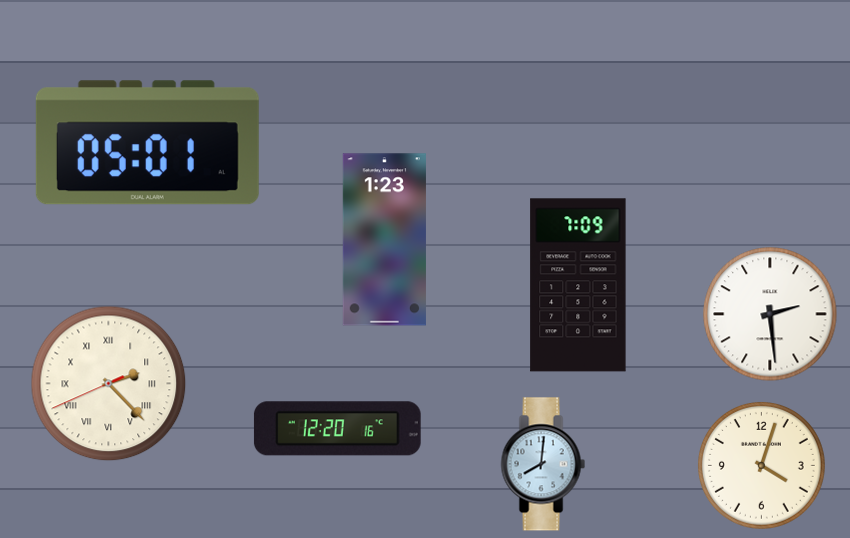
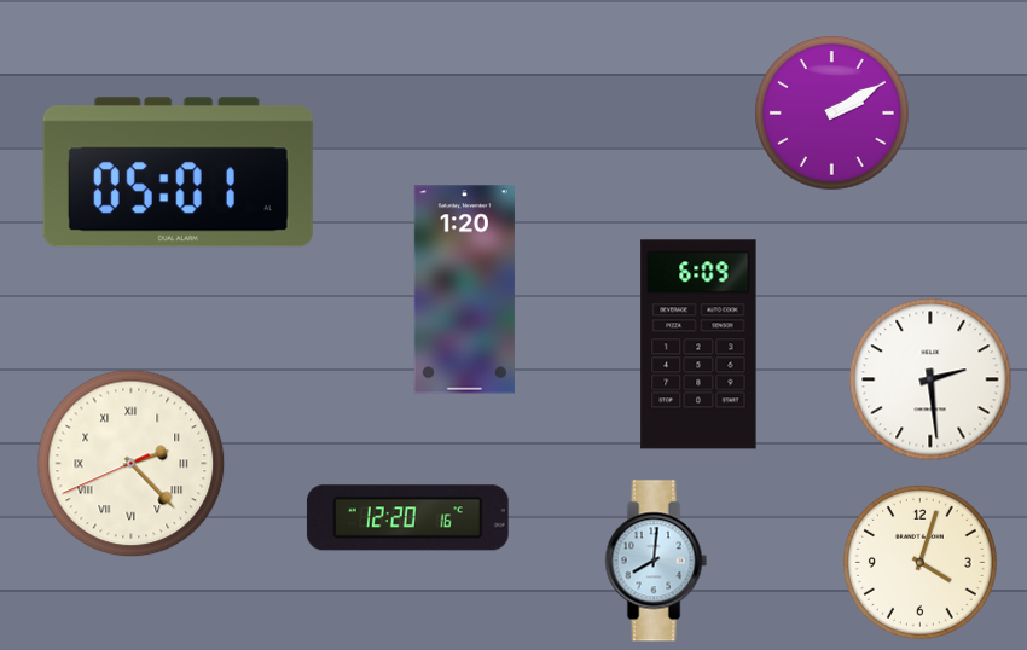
clock at (832, 114): none -> 2:10
clock at (384, 240): 1:23 -> 1:20
clock at (578, 285): 7:09 -> 6:09
